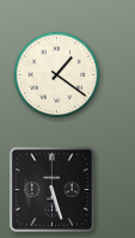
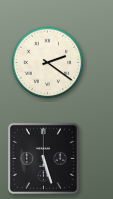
clock at (57, 75): 1:21 -> 2:21
